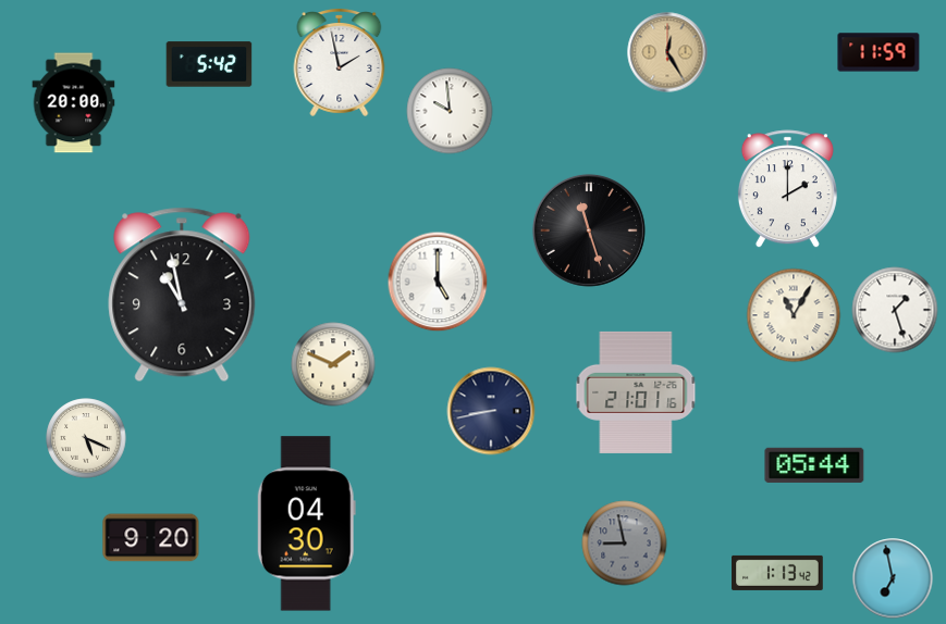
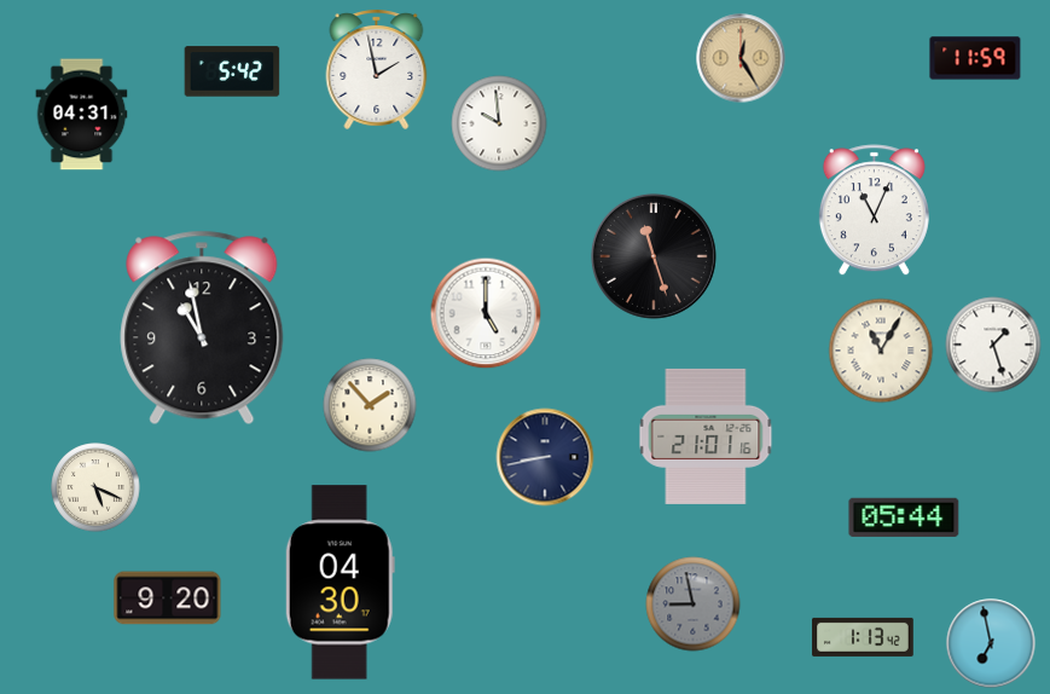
clock at (74, 103): 20:00 -> 04:31
clock at (787, 189): 2:00 -> 11:04
clock at (333, 364): 1:49 -> 1:53
